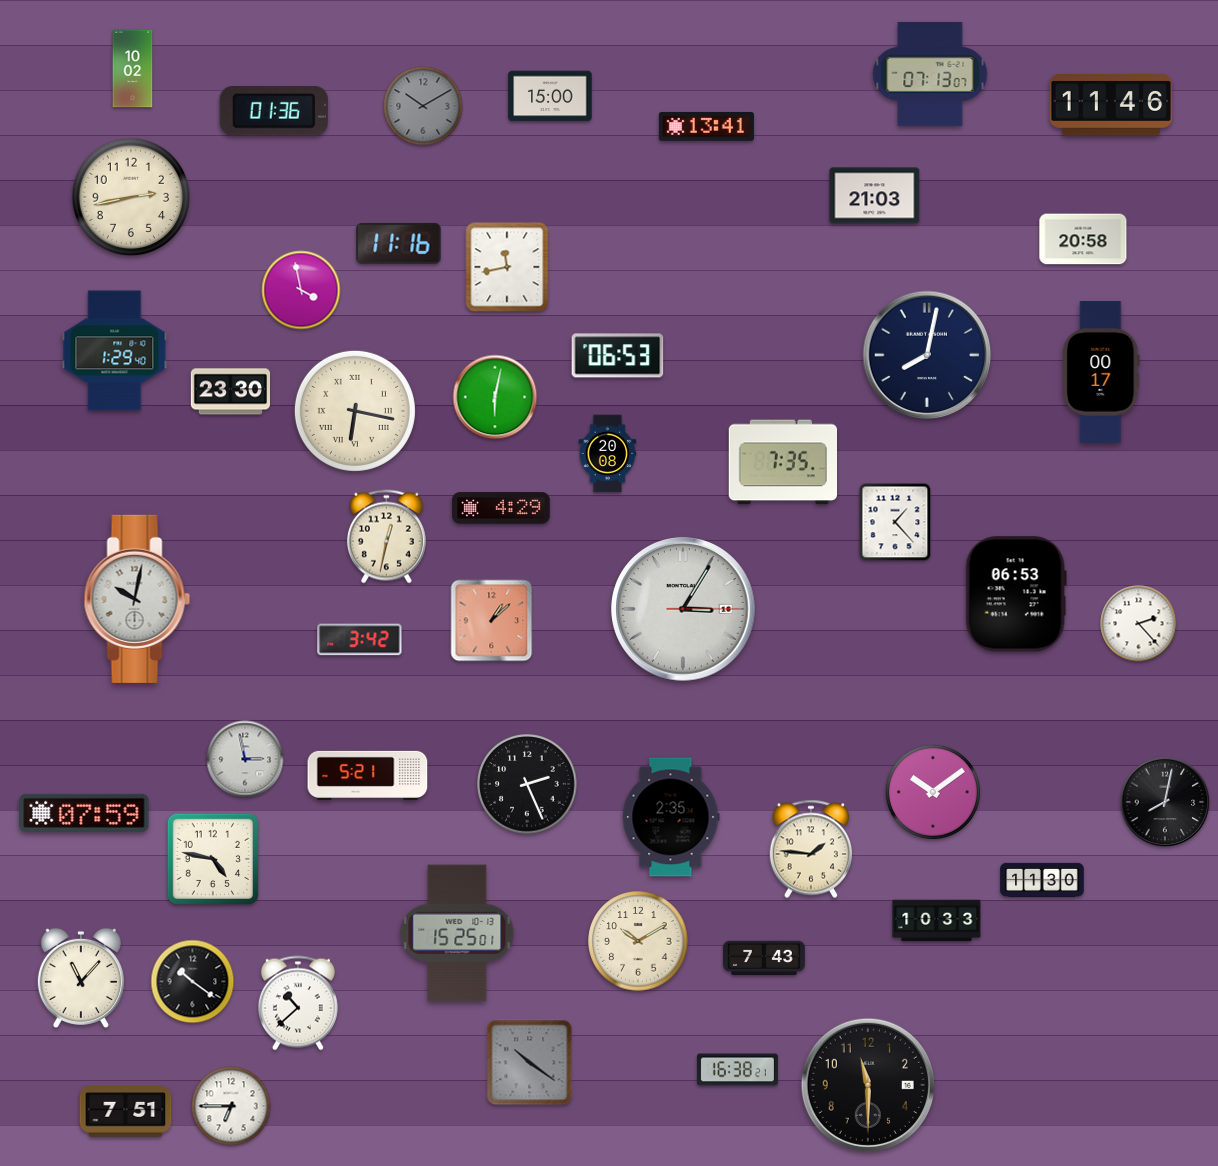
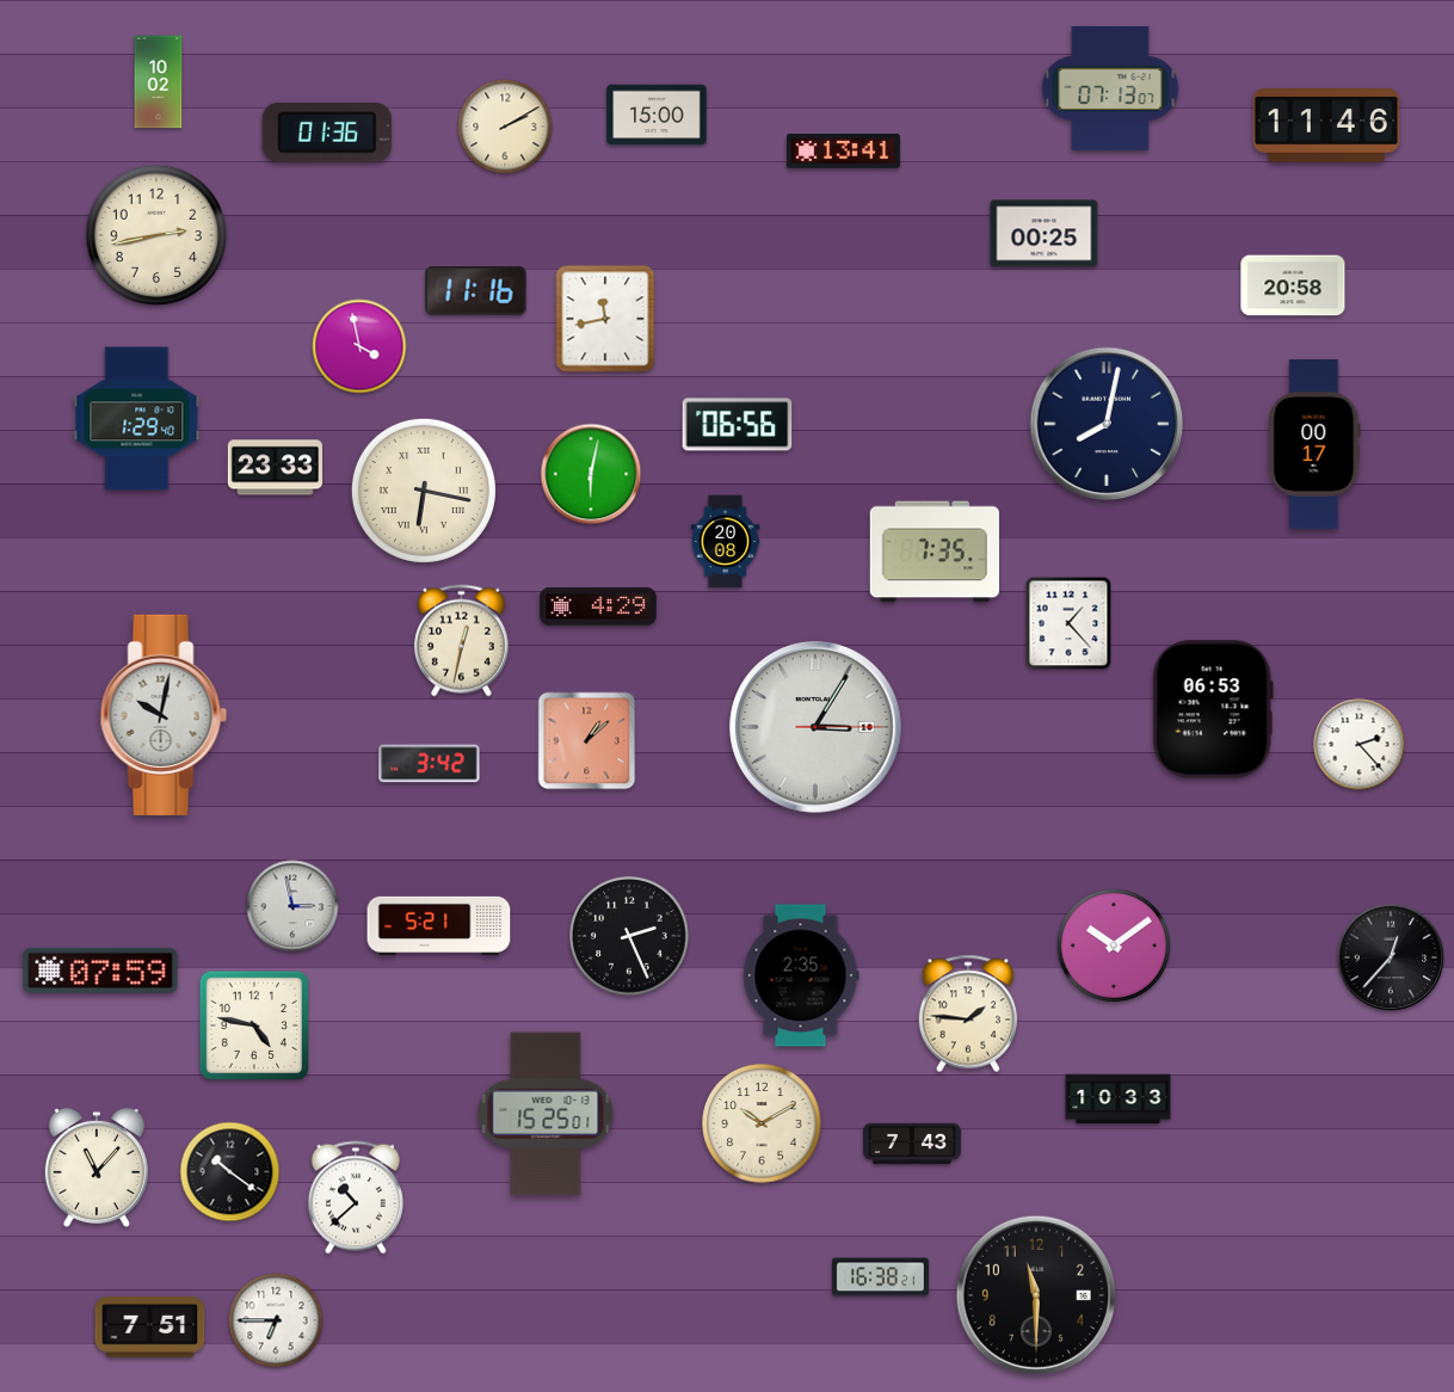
clock at (423, 106): 10:10 -> 2:10
clock at (423, 106) dial: grey -> cream
clock at (875, 196): 21:03 -> 00:25
clock at (618, 356): 06:53 -> 06:56
clock at (230, 392): 23:30 -> 23:33
clock at (1165, 802): 8:02 -> 12:37
clock at (1042, 880): 11:30 -> none
clock at (530, 1063): 10:21 -> none
